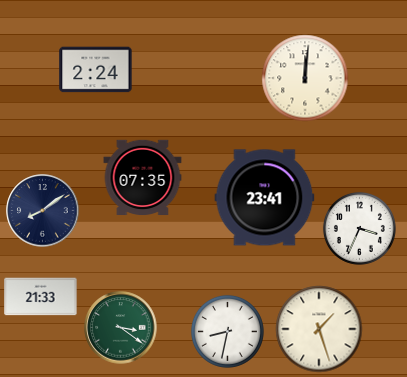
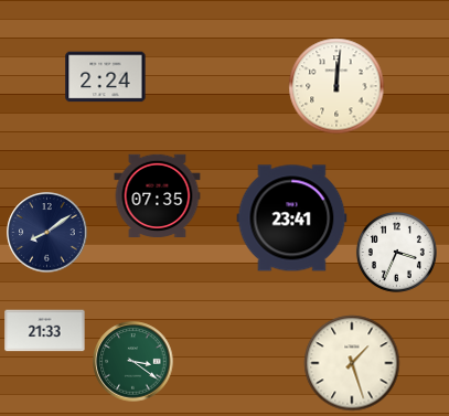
clock at (41, 297) position: (41, 297) -> (45, 331)
clock at (227, 331): 8:32 -> none
